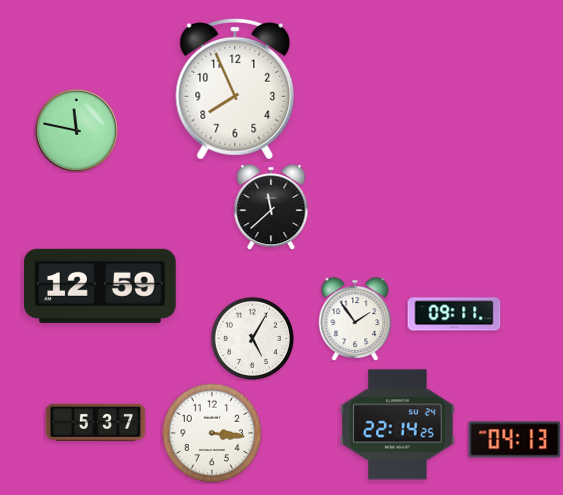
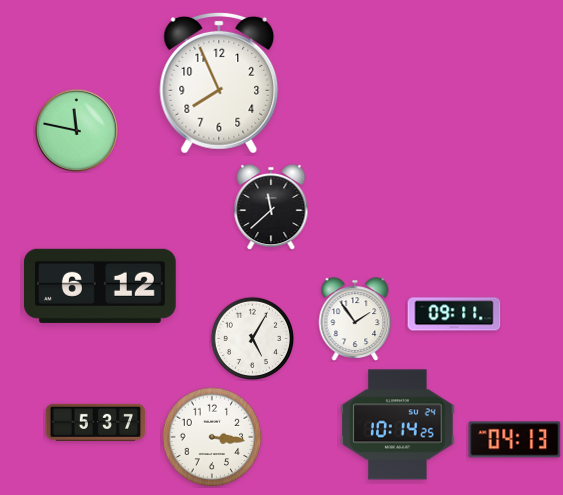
clock at (235, 89) position: (235, 89) -> (219, 83)
clock at (100, 286): 12:59 -> 6:12
clock at (398, 425): 22:14 -> 10:14
clock at (212, 433) position: (212, 433) -> (212, 437)
